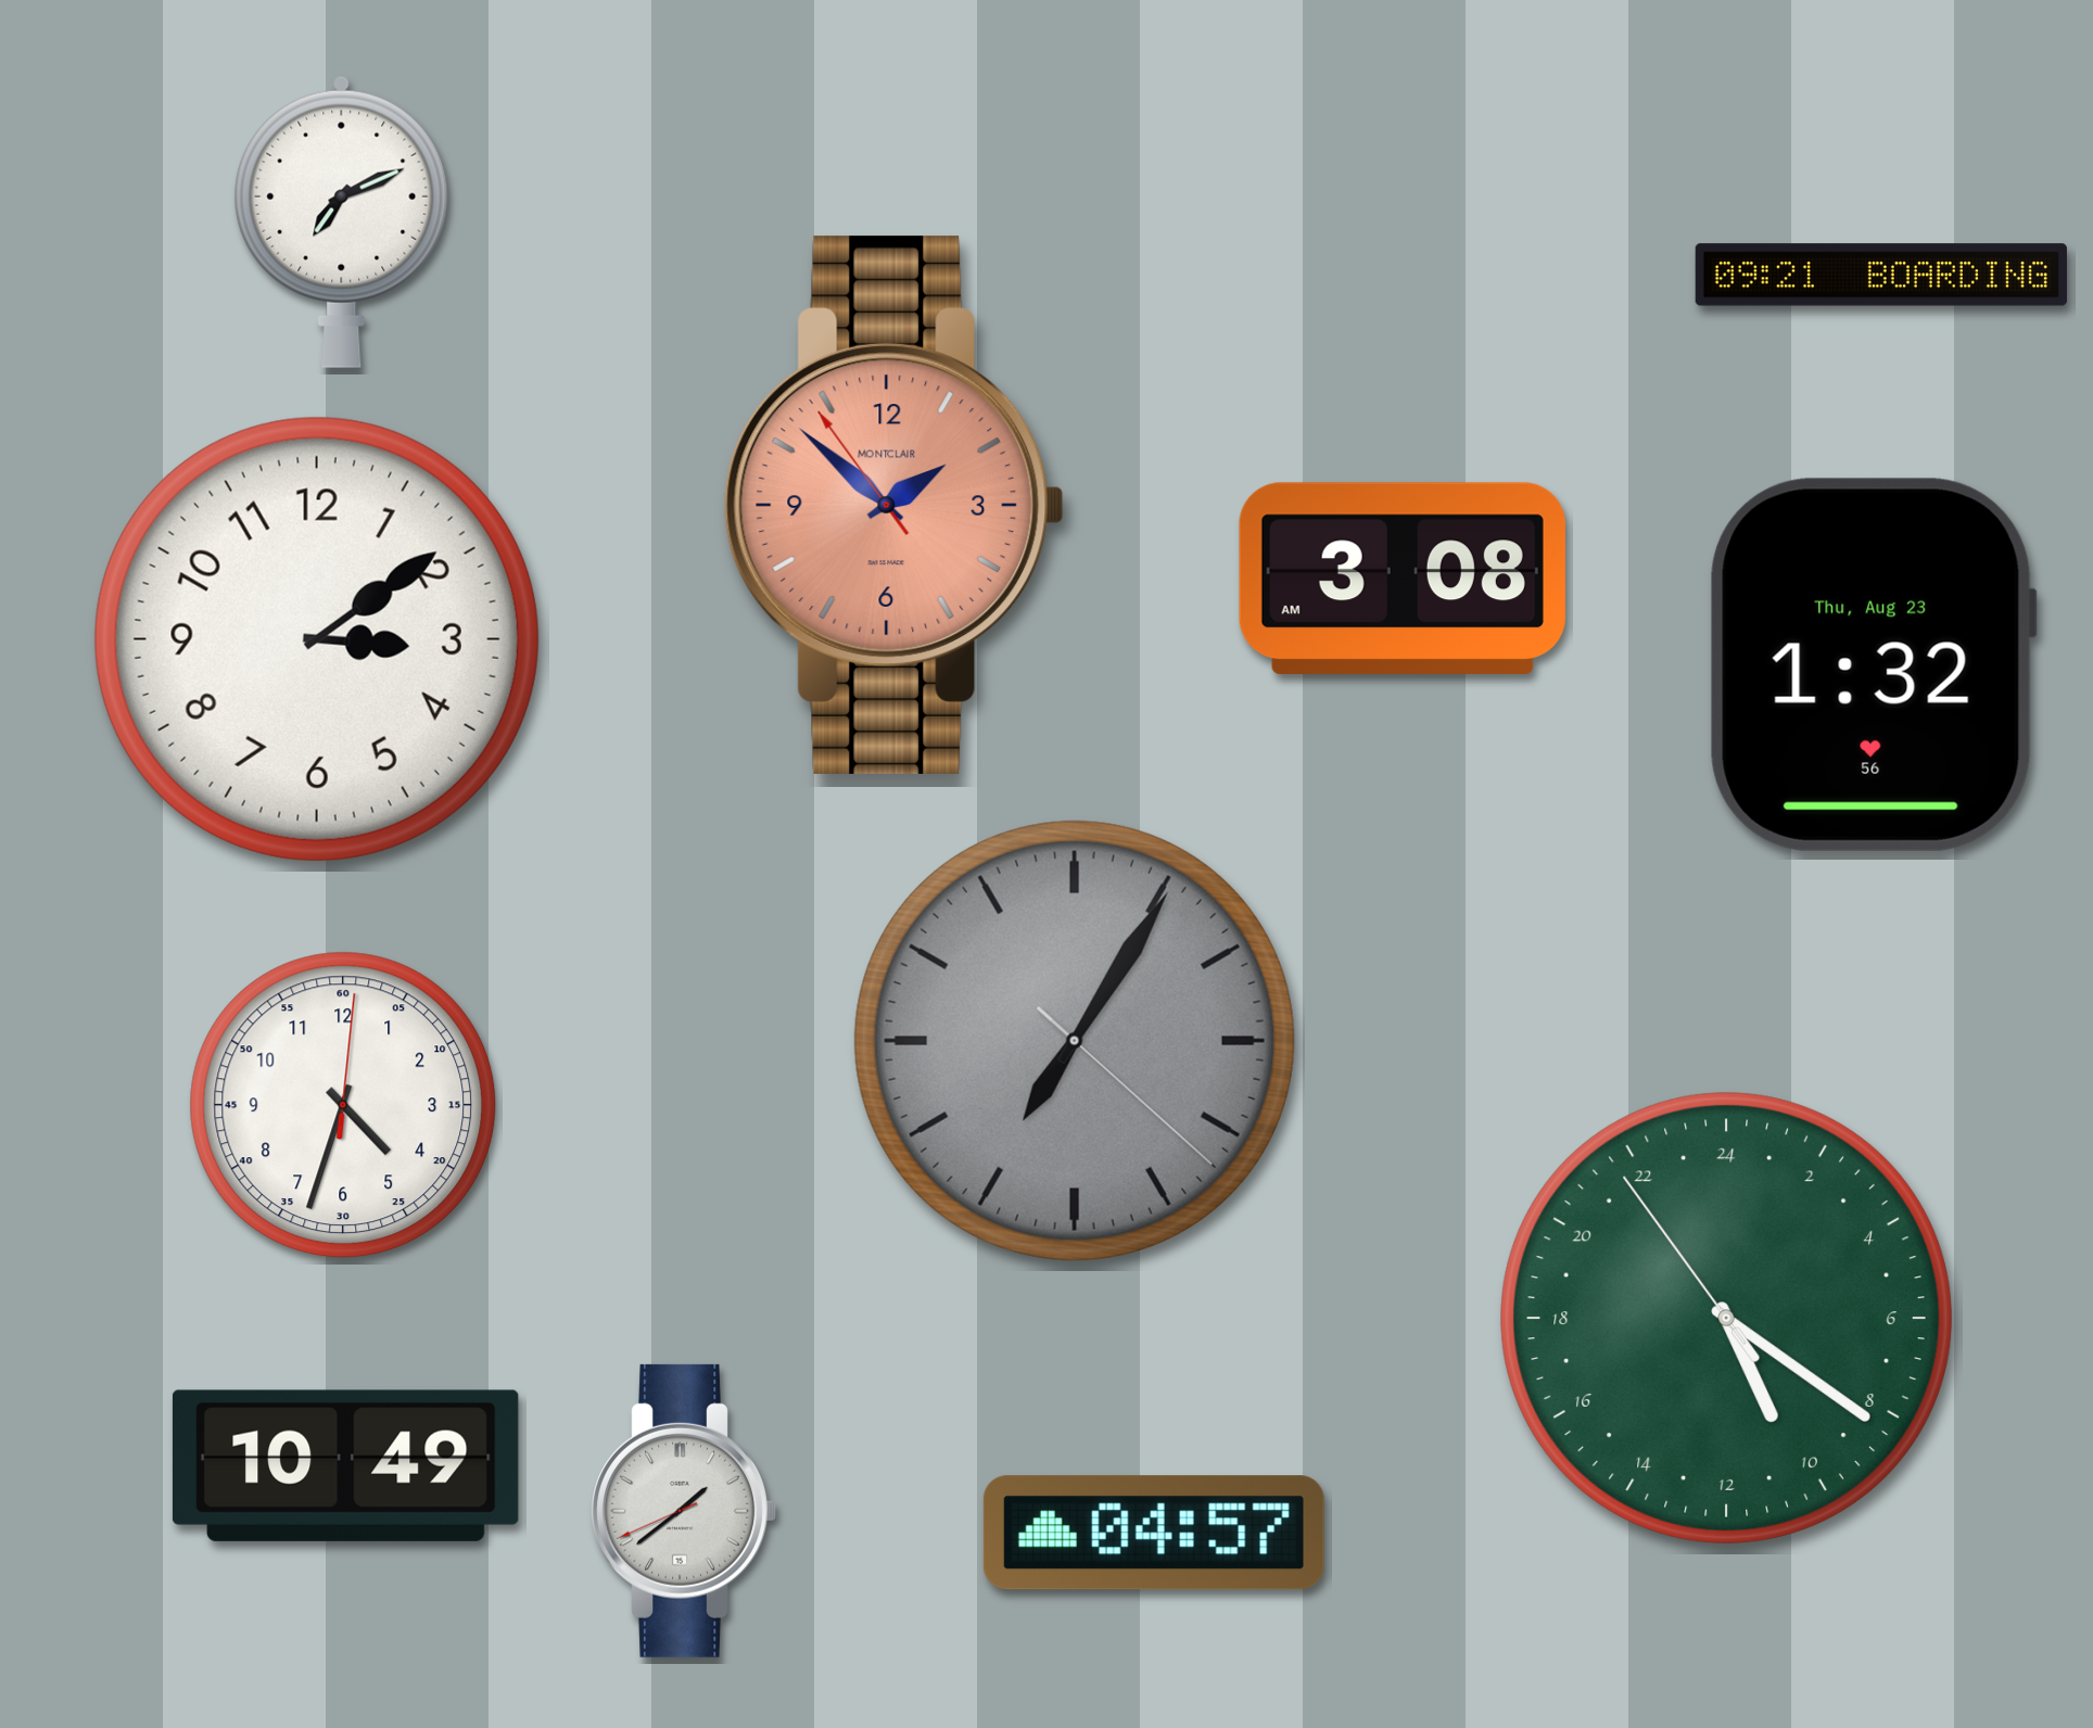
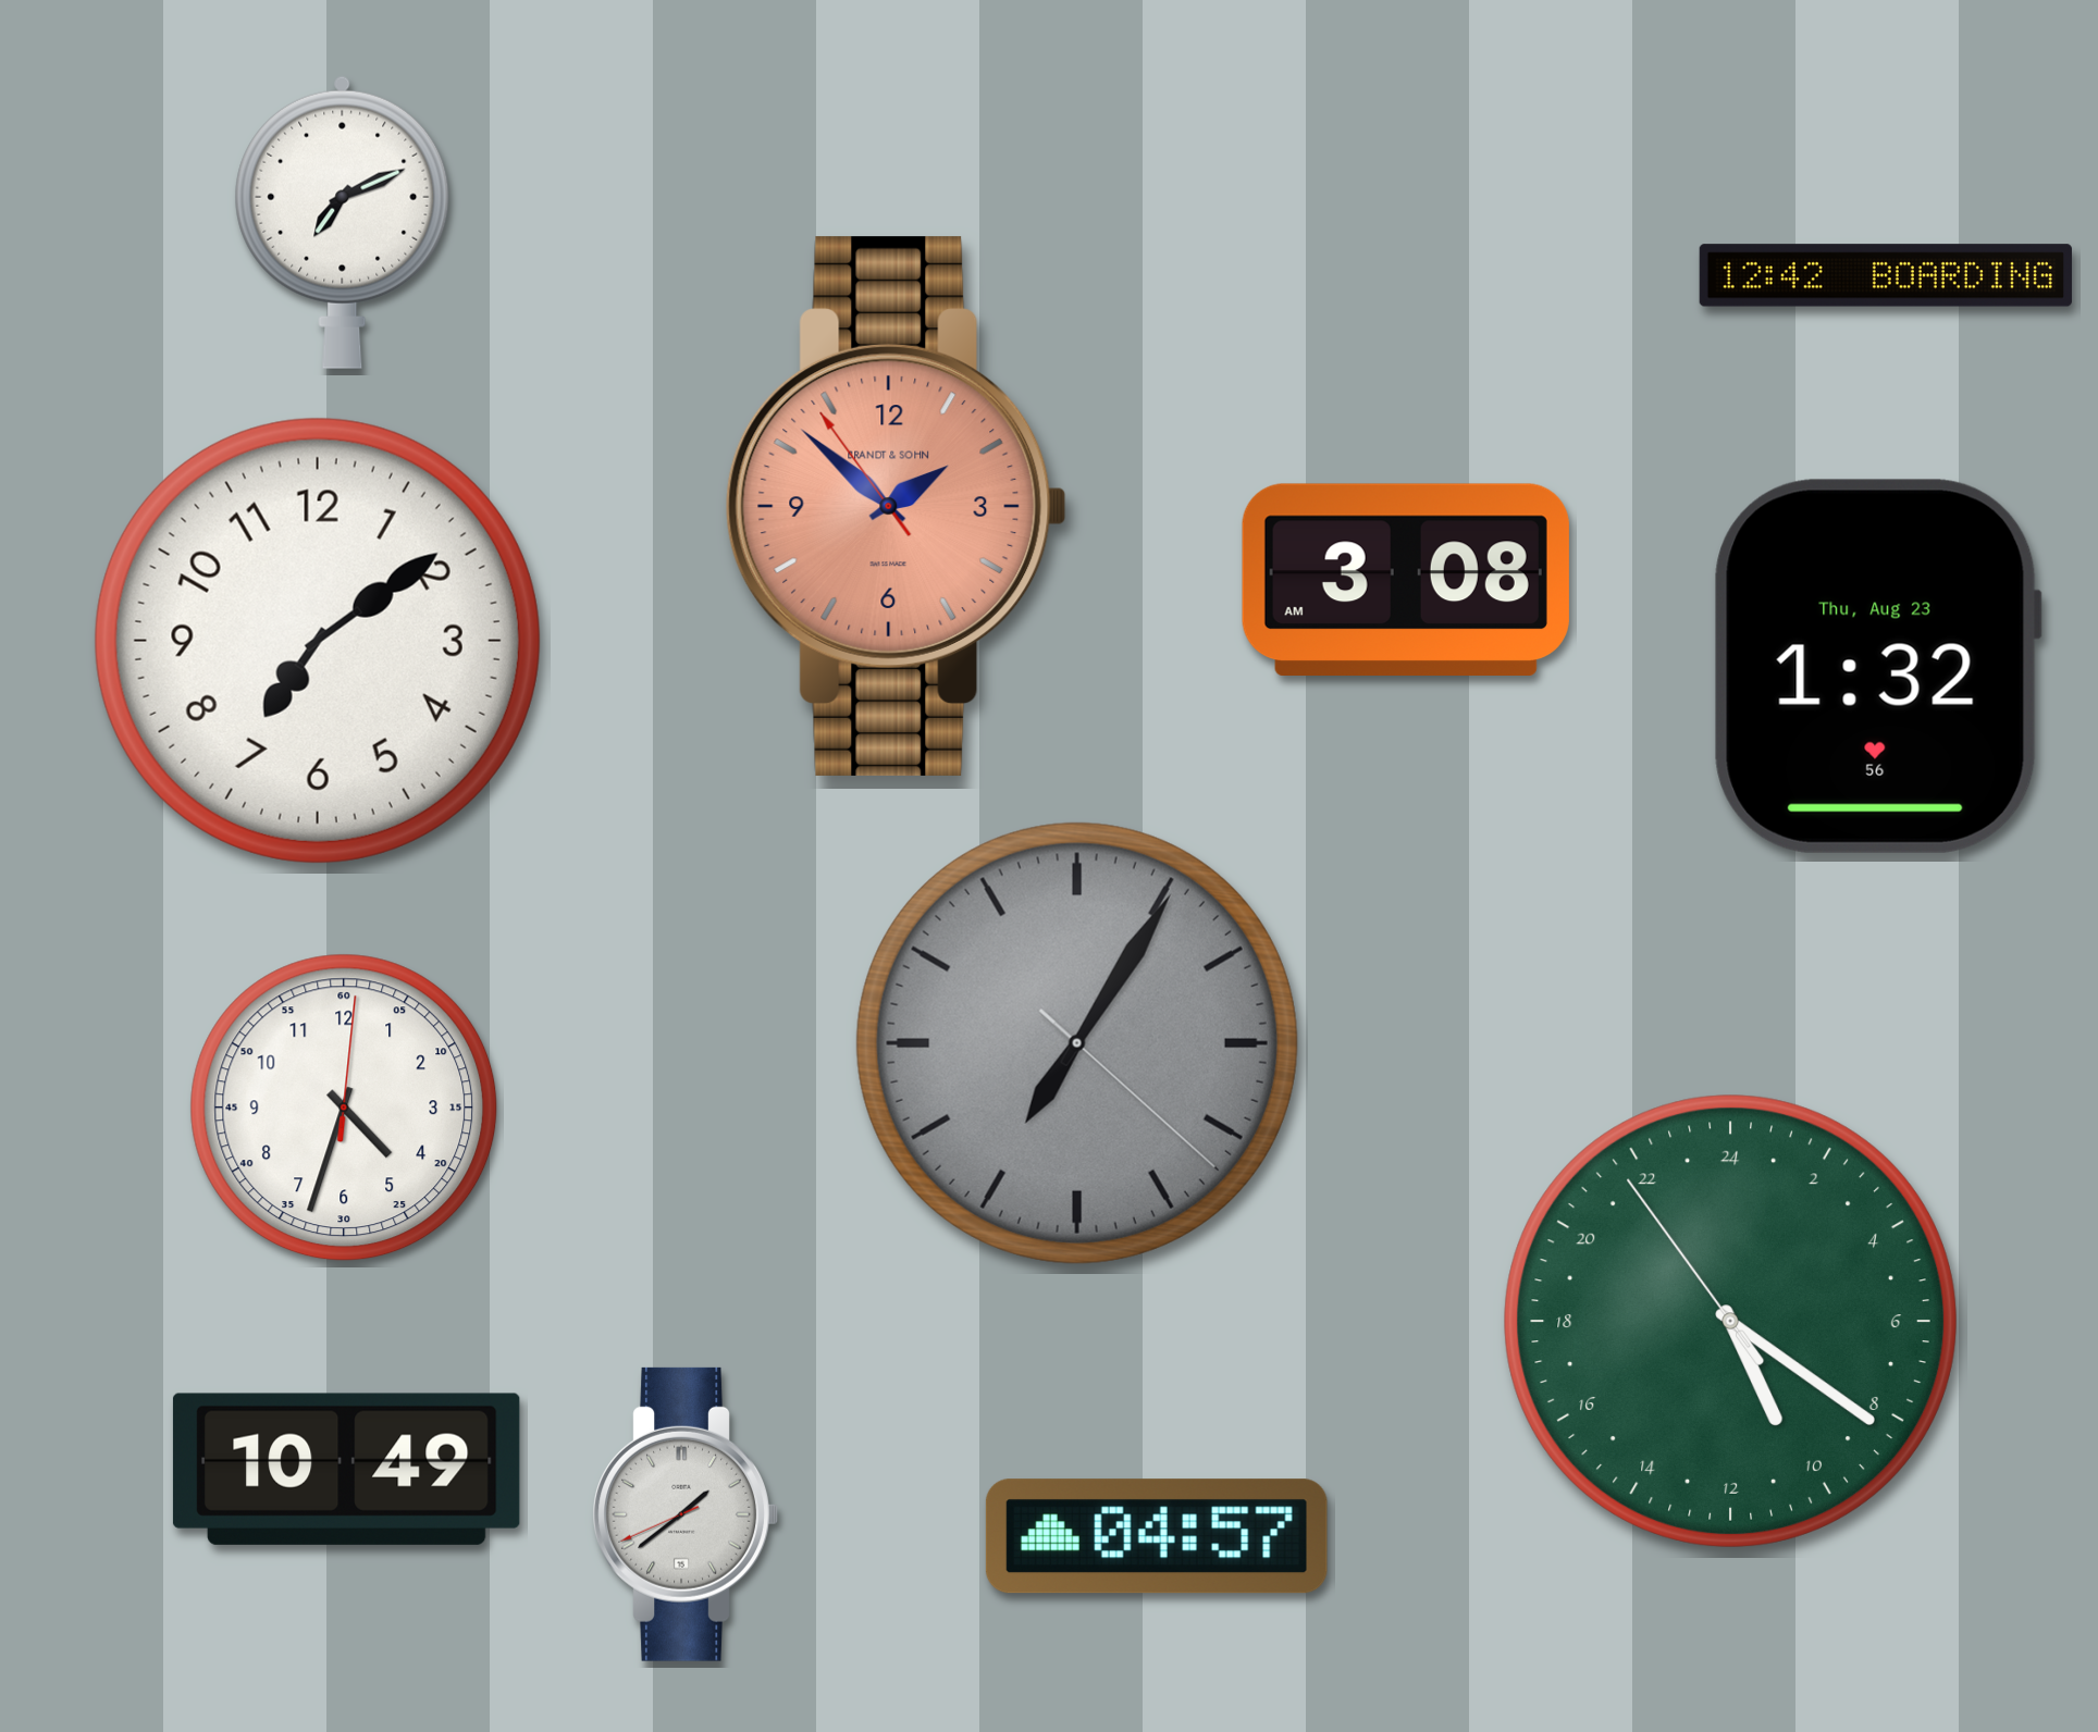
clock at (1881, 275): 09:21 -> 12:42
clock at (893, 505) brand: MONTCLAIR -> BRANDT & SOHN
clock at (317, 639): 3:09 -> 7:09
